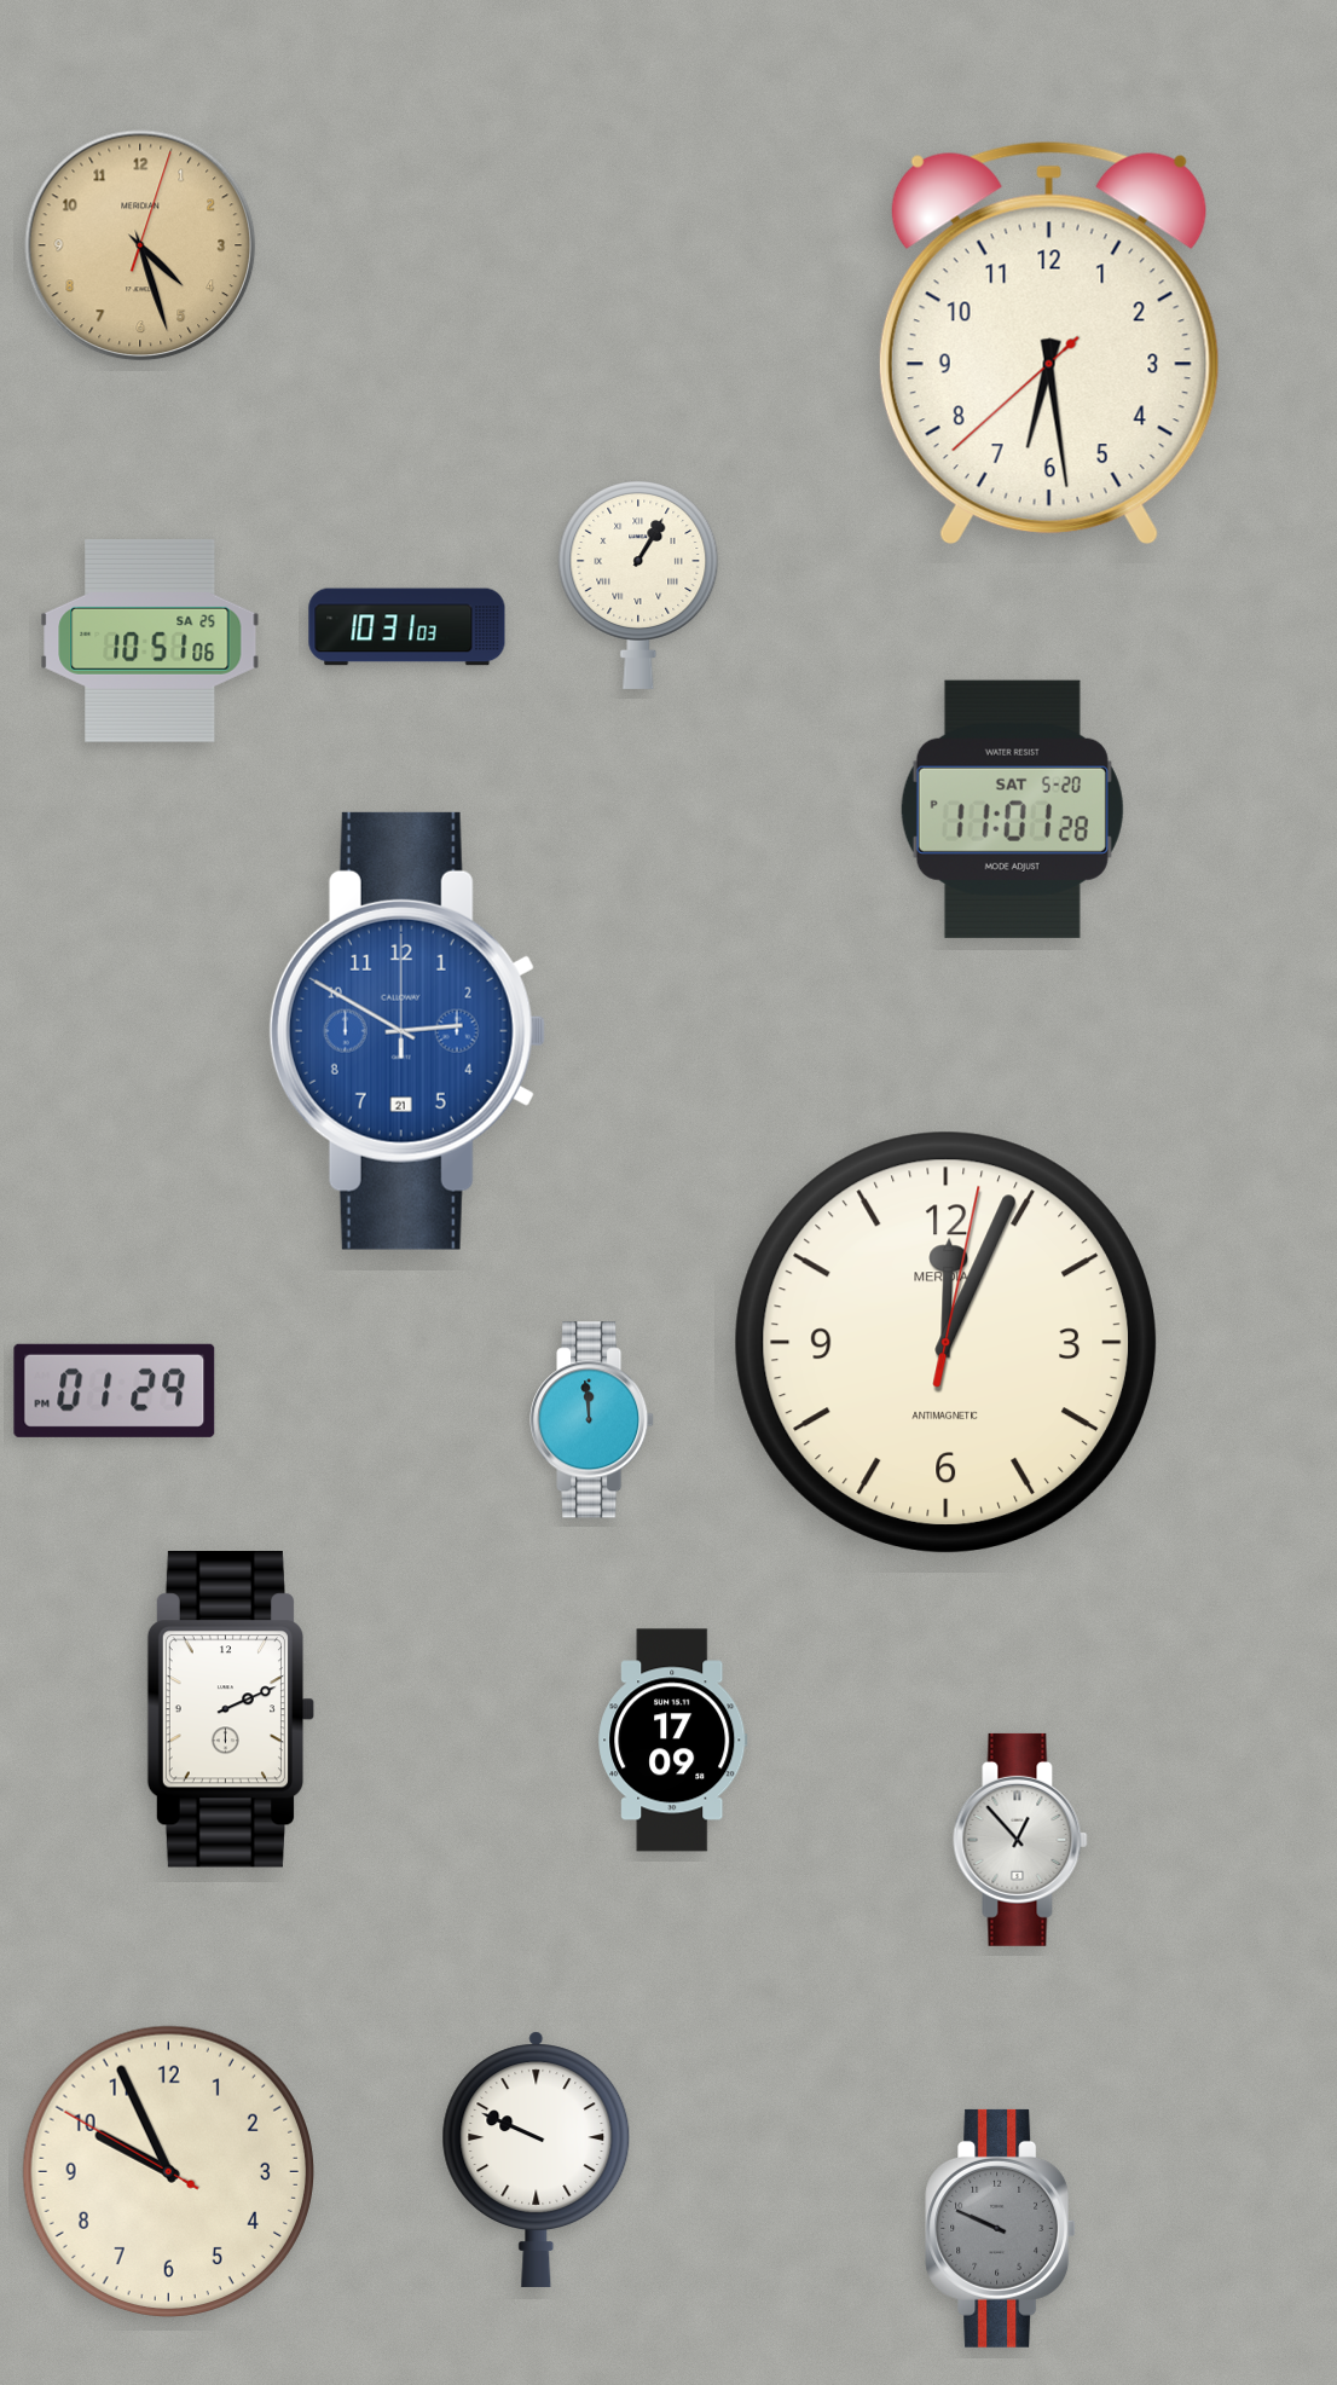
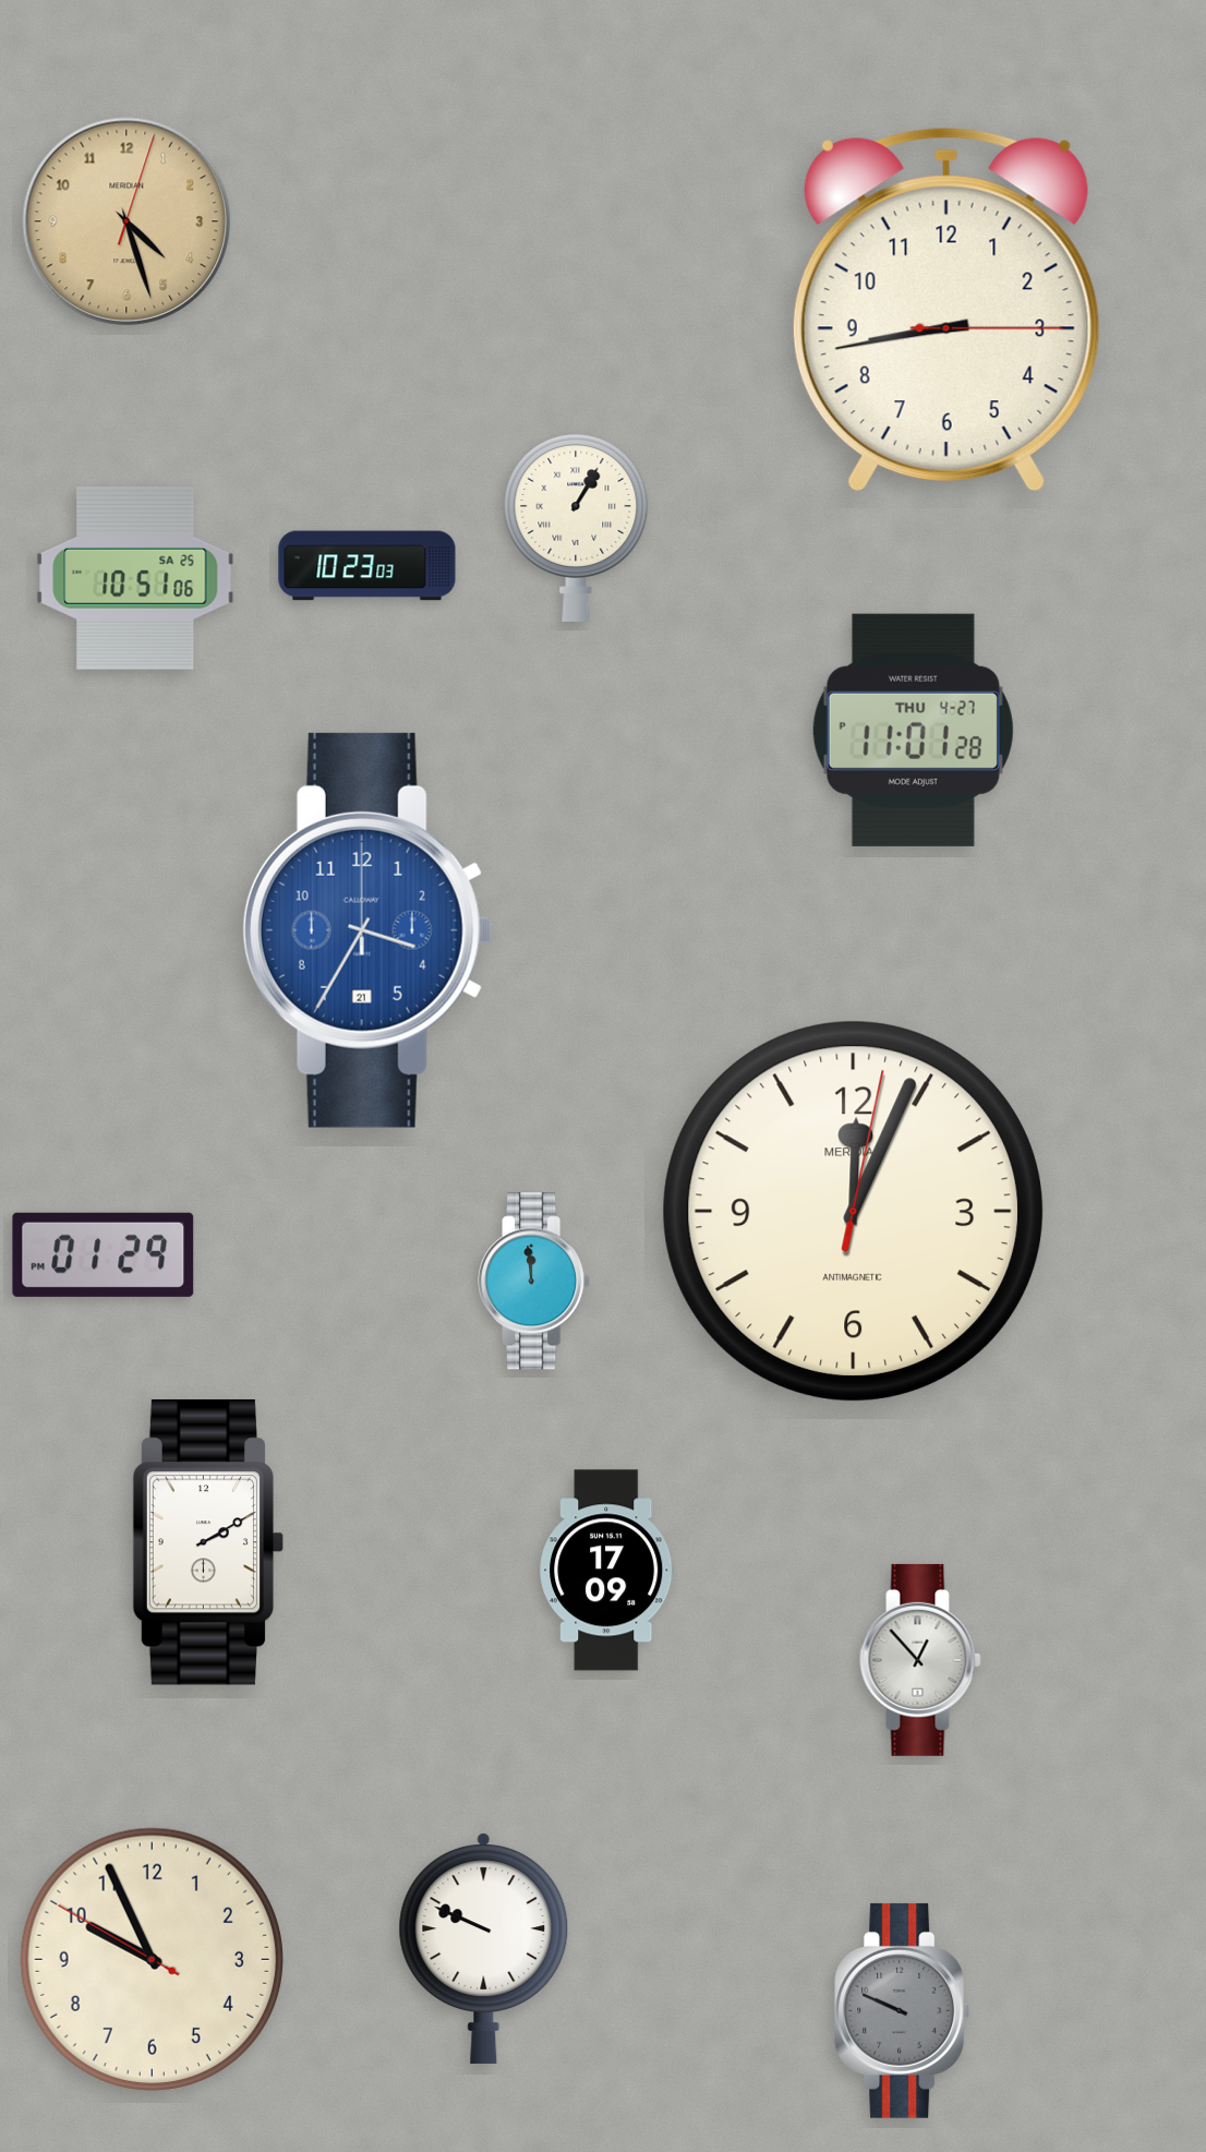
clock at (1049, 343): 6:28 -> 8:43
clock at (407, 627): 10:31 -> 10:23
clock at (1012, 809) date: SAT 5-20 -> THU 4-27
clock at (407, 1031): 2:50 -> 3:35
clock at (231, 1710): 2:11 -> 2:10
